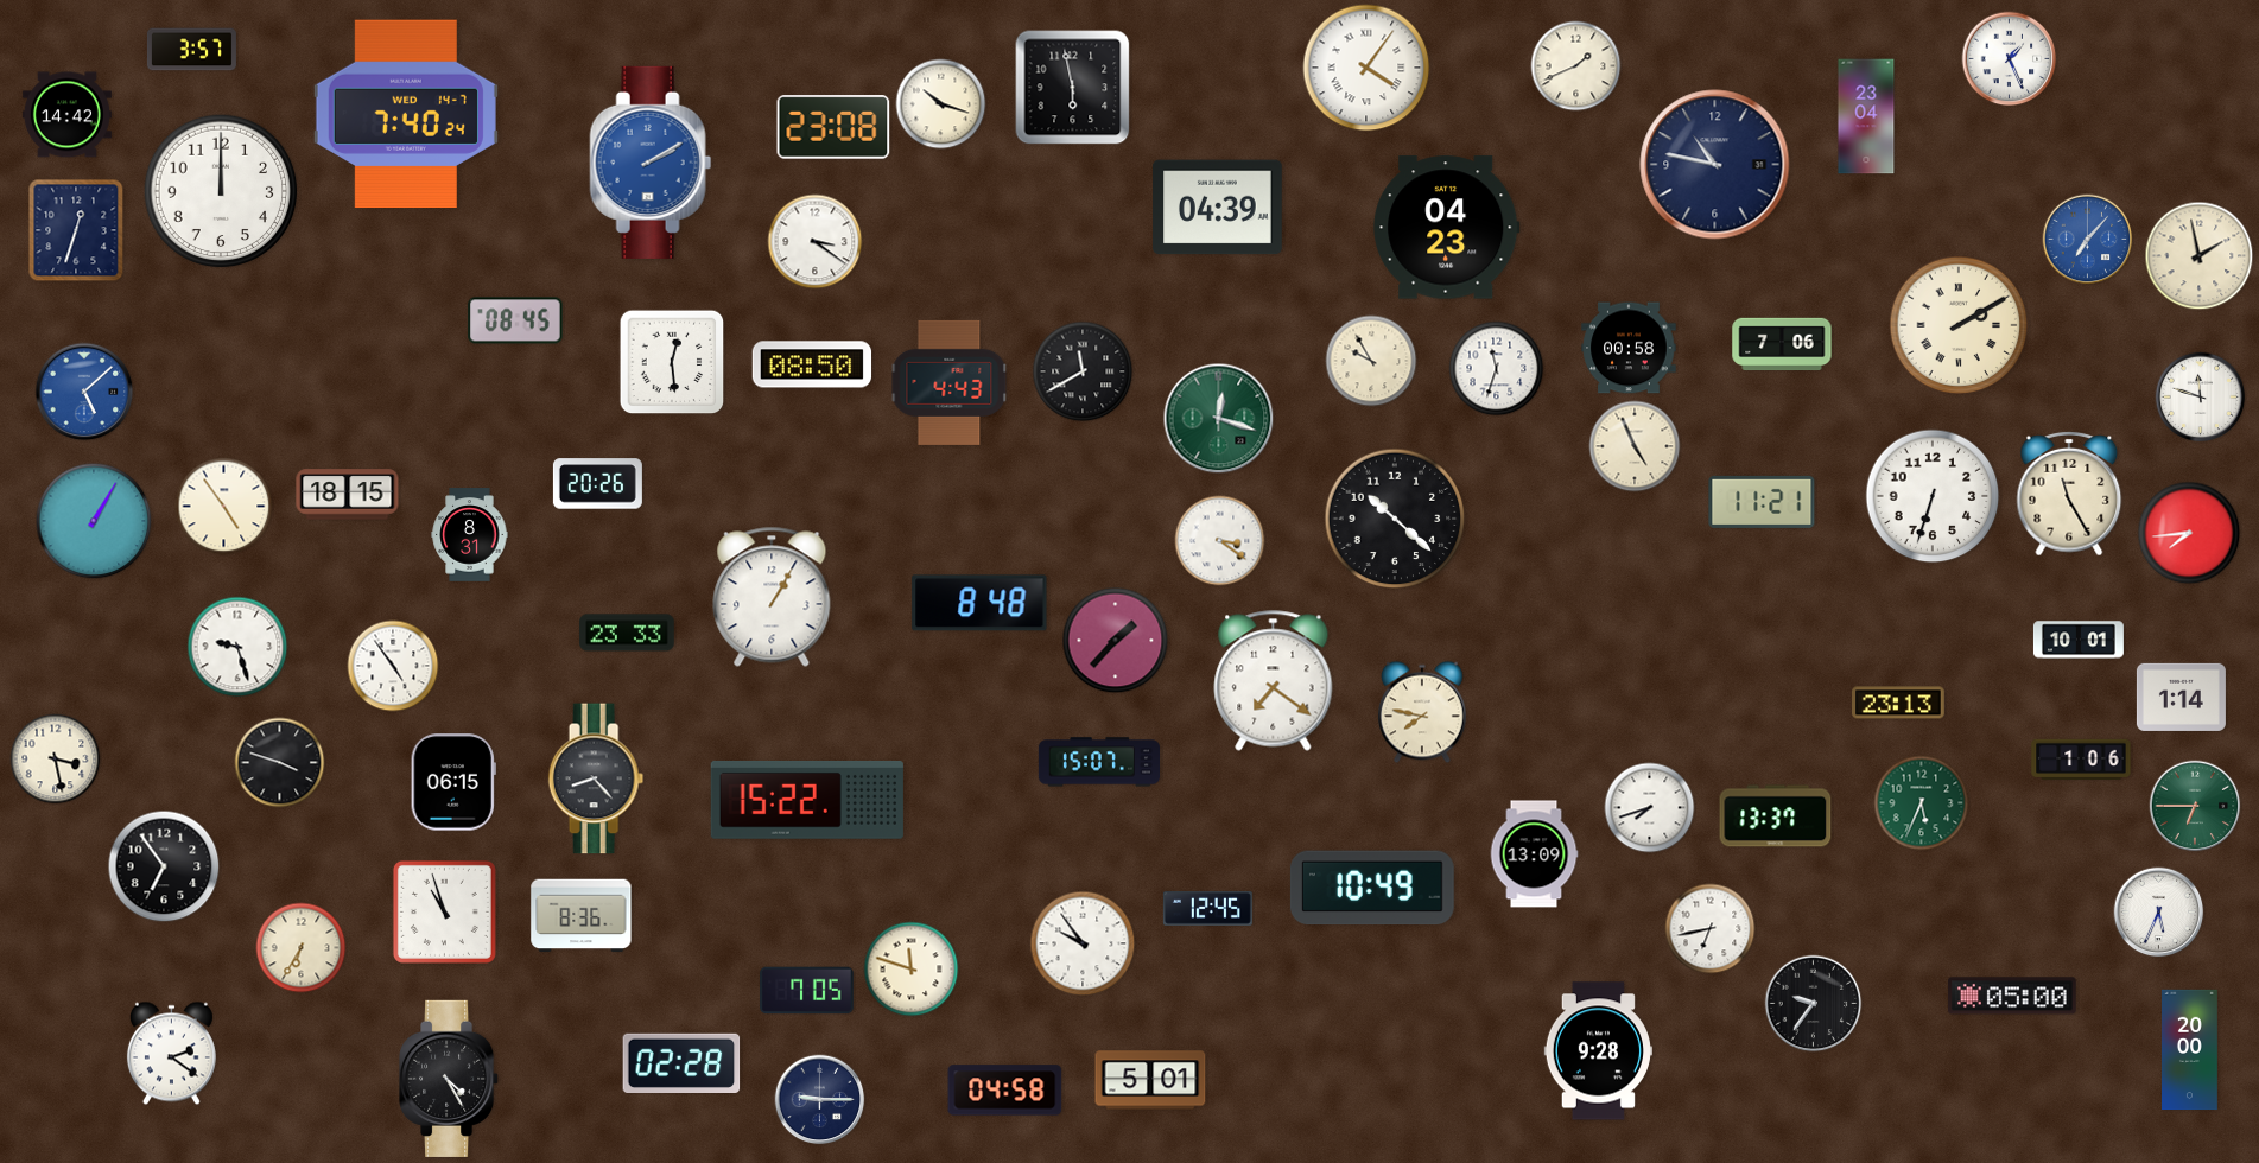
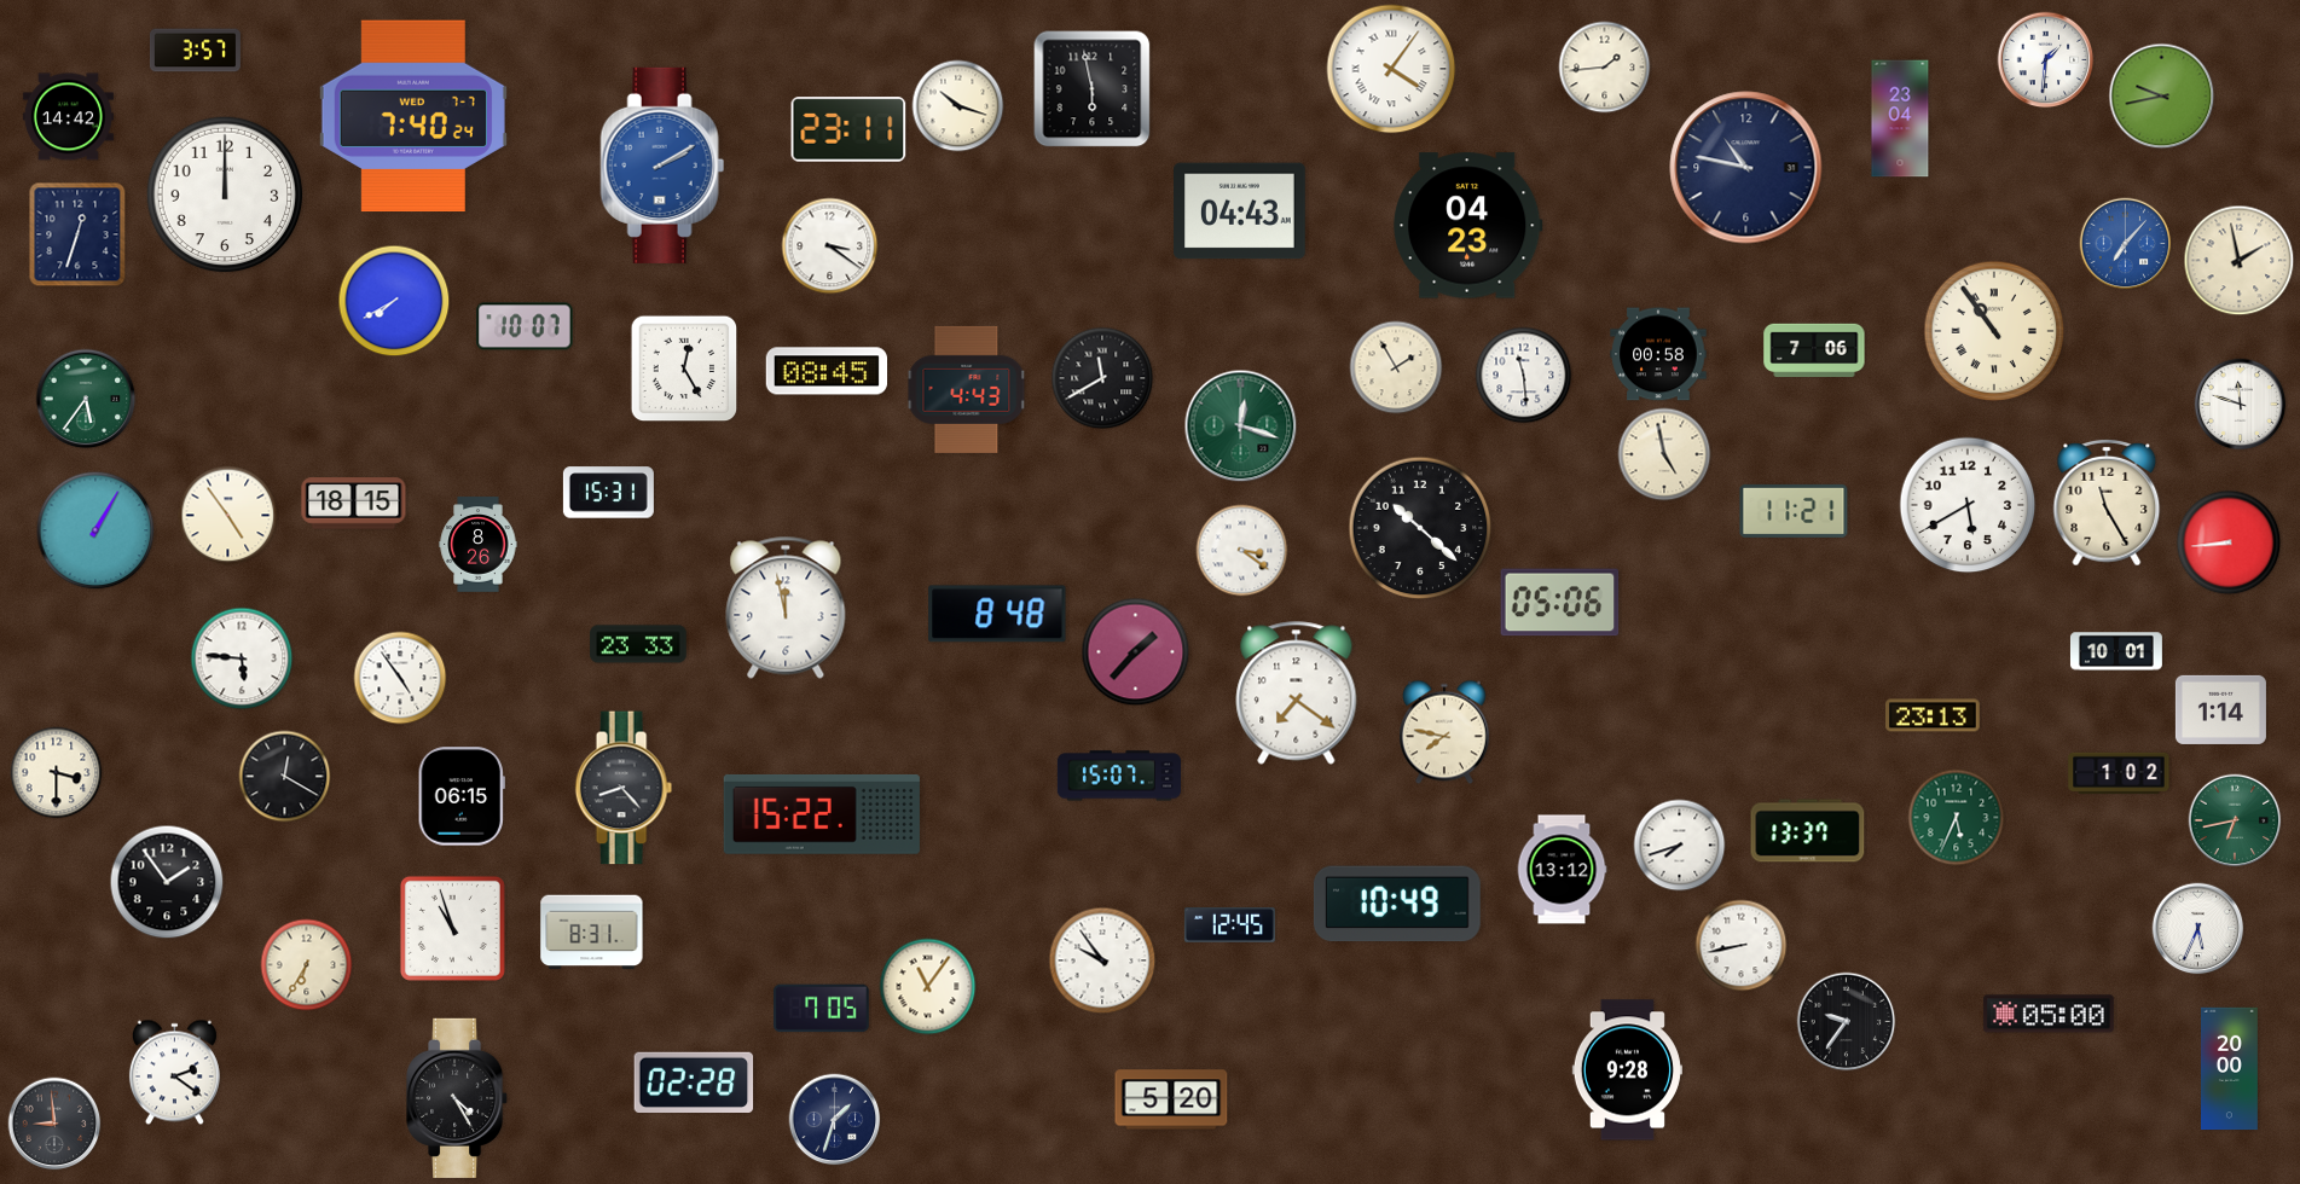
clock at (2010, 59): 1:26 -> 1:31
clock at (1576, 66): 1:41 -> 1:44
clock at (2162, 97): none -> 9:43
clock at (406, 114) date: WED 14-7 -> WED 7-7
clock at (833, 127): 23:08 -> 23:11
clock at (1218, 208): 04:39 -> 04:43
clock at (1447, 228) position: (1447, 228) -> (1468, 226)
clock at (394, 301): none -> 7:40
clock at (515, 320): 08:45 -> 10:07
clock at (1959, 325): 2:10 -> 10:54
clock at (1371, 361): 9:55 -> 1:55
clock at (672, 362): 12:29 -> 12:25
clock at (812, 364): 08:50 -> 08:45
clock at (1497, 369): 11:33 -> 11:29
clock at (84, 392): 5:08 -> 5:36
clock at (84, 392) dial: blue -> green
clock at (1635, 446): 4:56 -> 4:58
clock at (597, 484): 20:26 -> 15:31
clock at (1933, 496): 6:33 -> 5:40
clock at (2189, 533): 7:44 -> 8:44
clock at (470, 535): 8:31 -> 8:26
clock at (1560, 603): none -> 05:06
clock at (772, 597): 1:05 -> 11:58
clock at (237, 647): 9:27 -> 5:46
clock at (1423, 712) position: (1423, 712) -> (1446, 732)
clock at (56, 760): 3:28 -> 3:30
clock at (2081, 760): 1:06 -> 1:02
clock at (280, 763): 3:48 -> 12:20
clock at (596, 778) position: (596, 778) -> (624, 788)
clock at (2195, 806): 6:45 -> 6:43
clock at (1650, 808) position: (1650, 808) -> (1680, 846)
clock at (1534, 854): 13:09 -> 13:12
clock at (164, 866): 6:54 -> 1:54
clock at (582, 916): 8:36 -> 8:31
clock at (1711, 929): 6:43 -> 8:43
clock at (912, 970): 11:48 -> 11:06
clock at (1150, 1080): 5:01 -> 5:20
clock at (1005, 1091): 04:58 -> none
clock at (820, 1100): 9:15 -> 1:33
clock at (54, 1124): none -> 8:59
